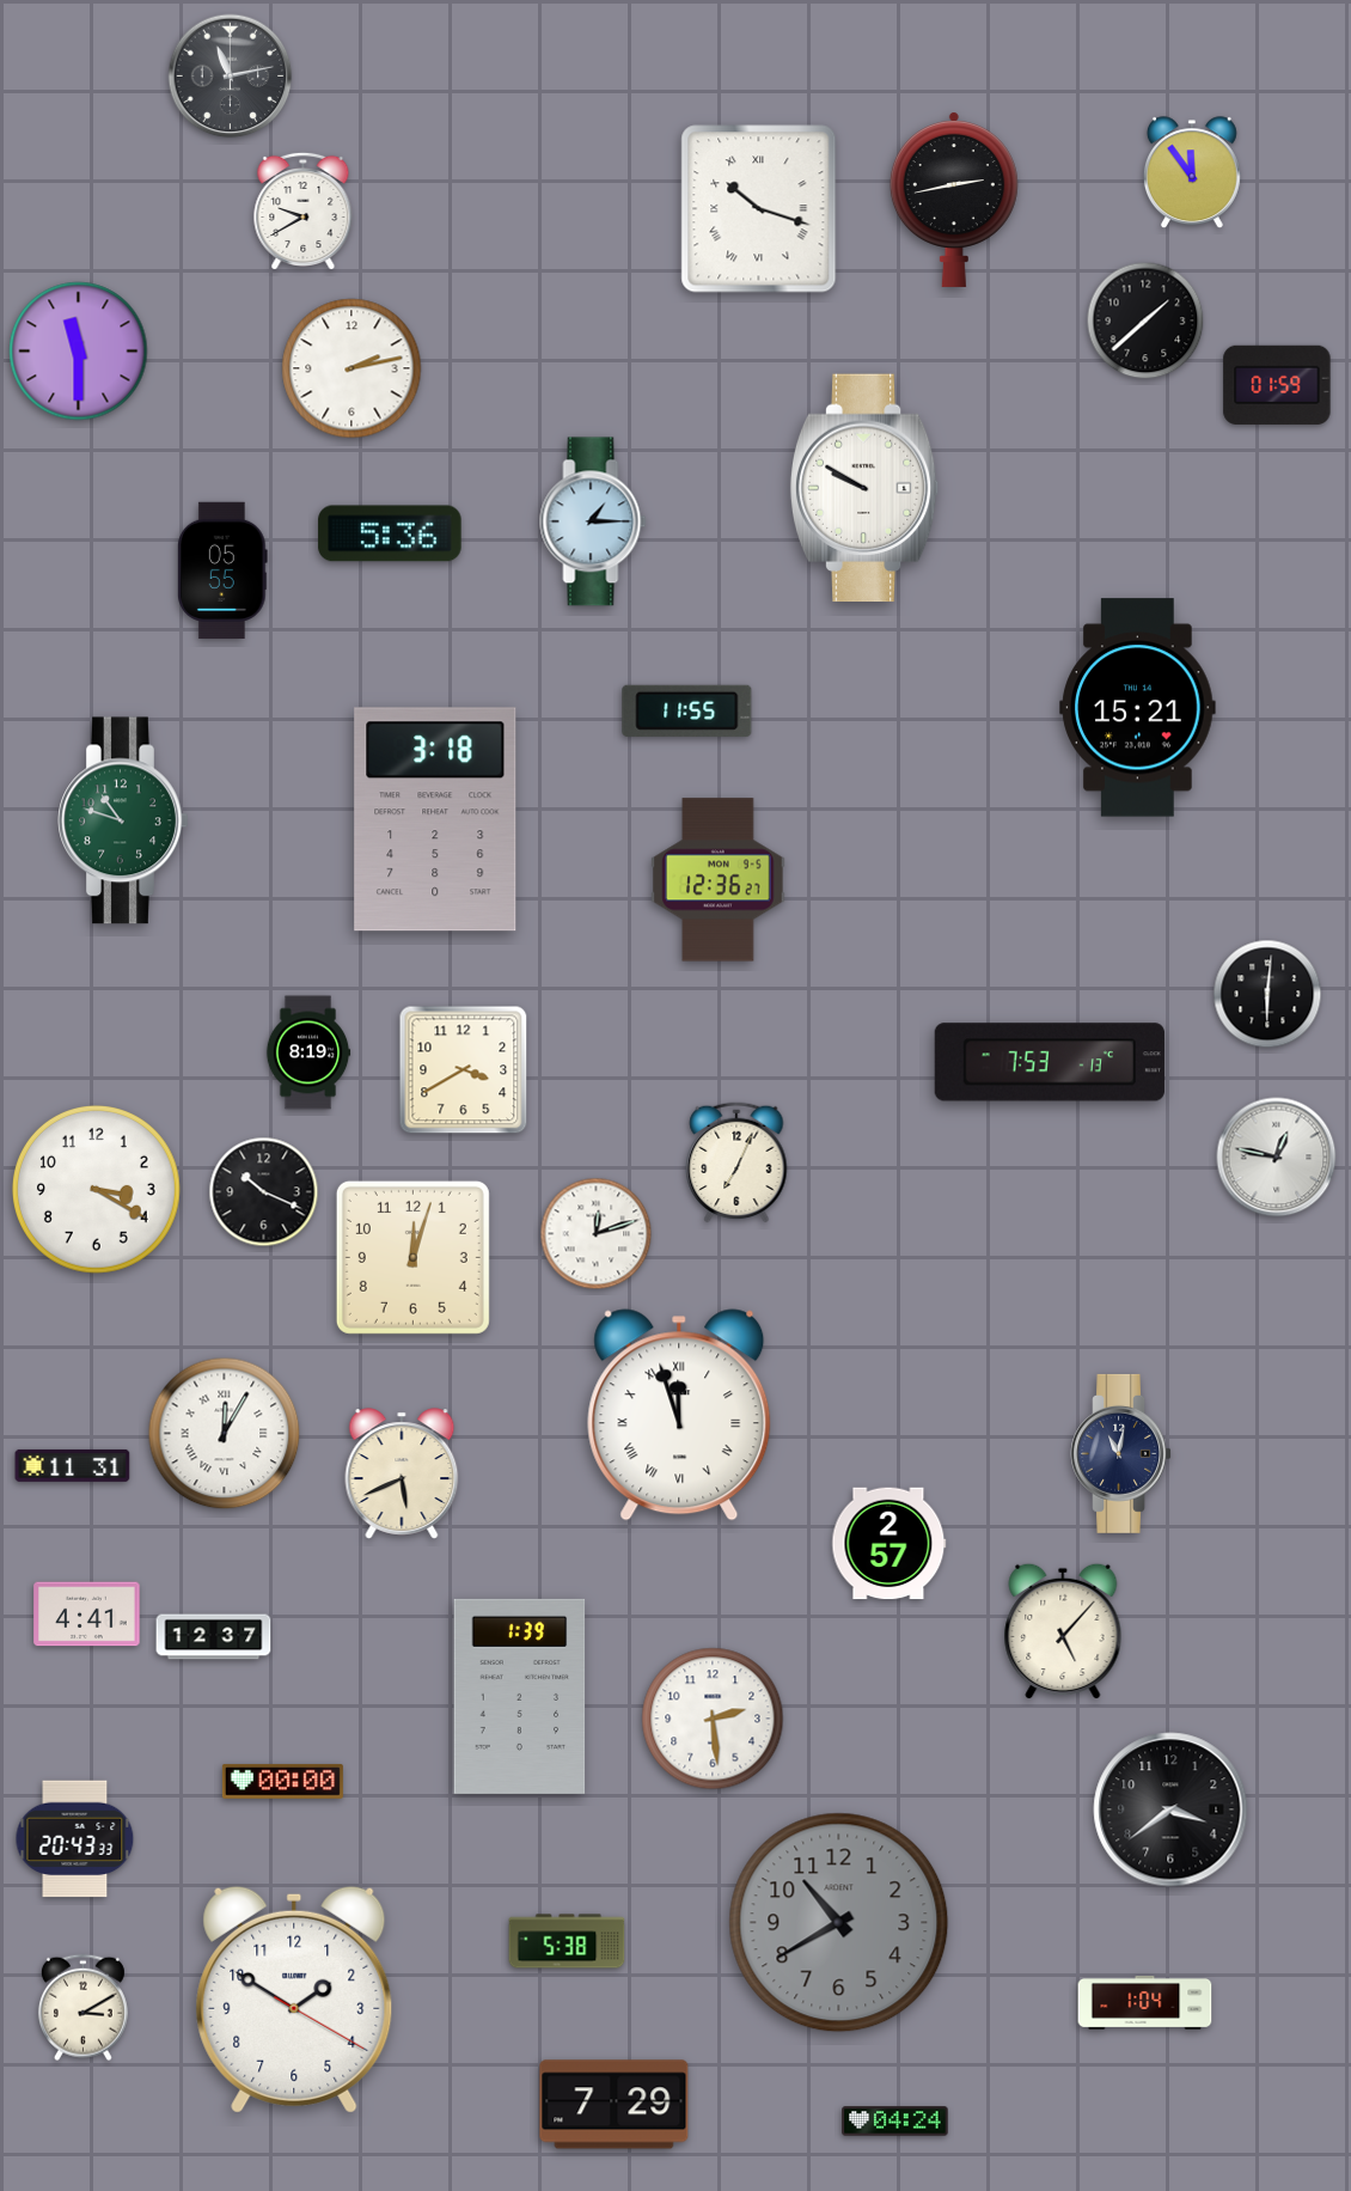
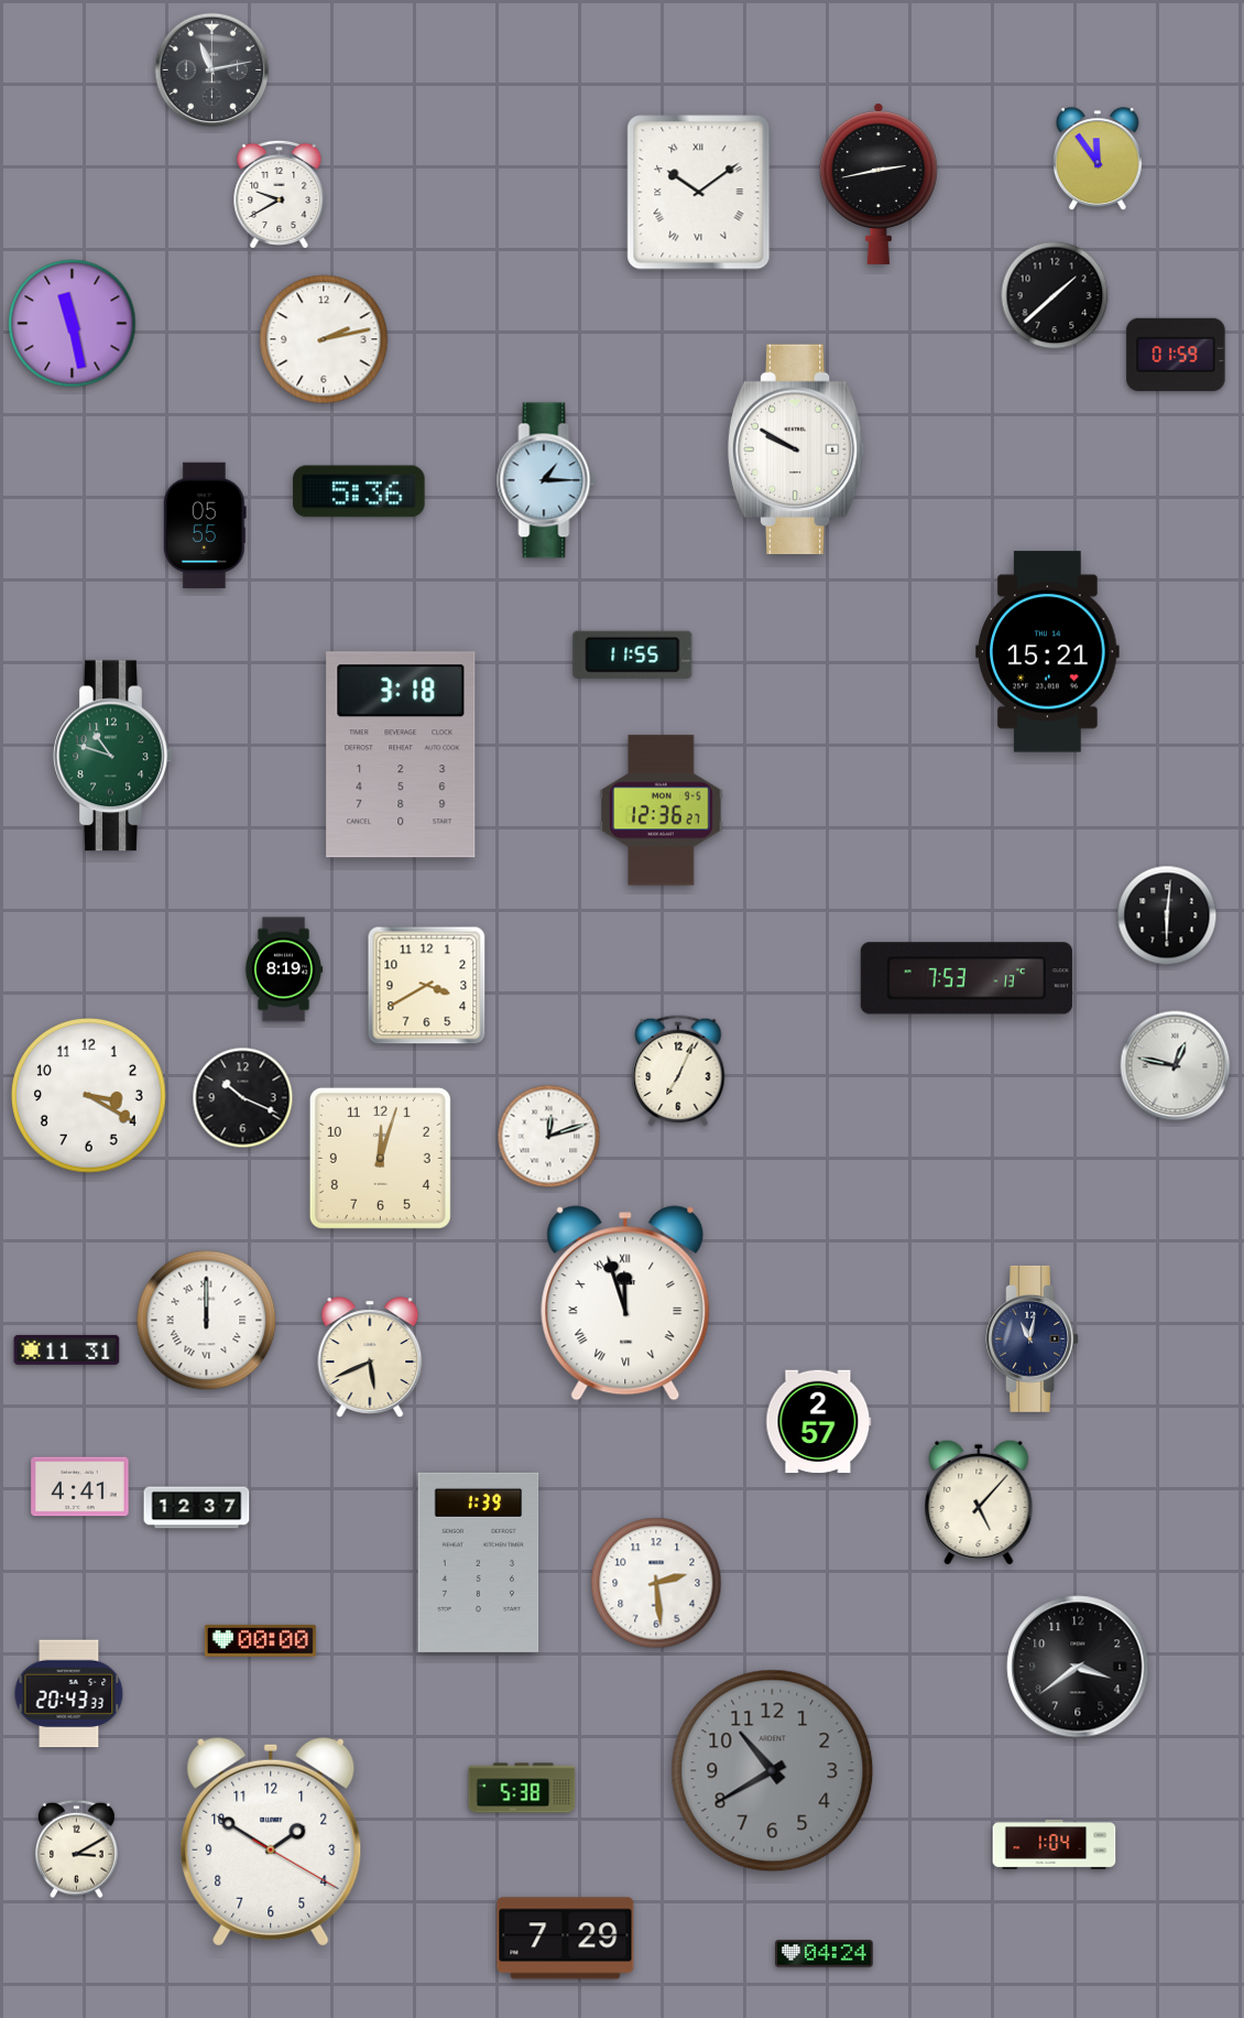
clock at (759, 209): 10:18 -> 10:09
clock at (79, 352): 11:30 -> 11:28
clock at (225, 1434): 12:05 -> 12:00
